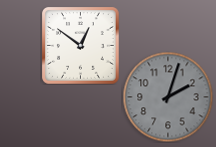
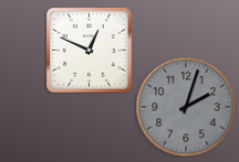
clock at (80, 45): 12:51 -> 12:49
